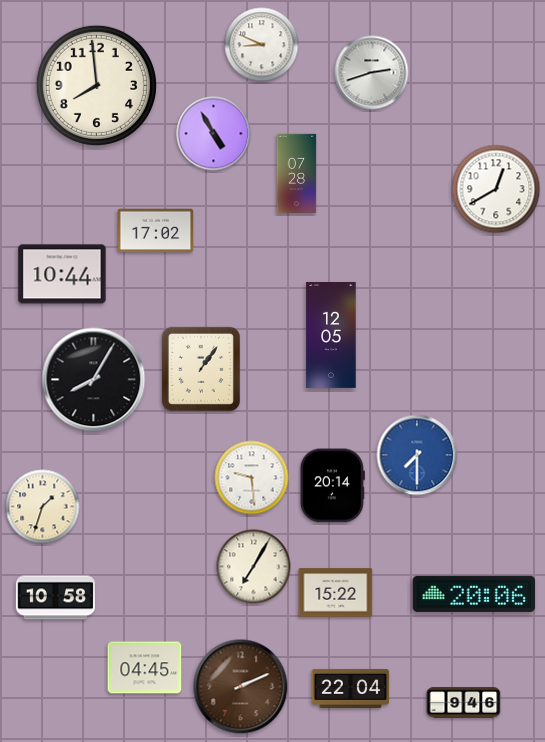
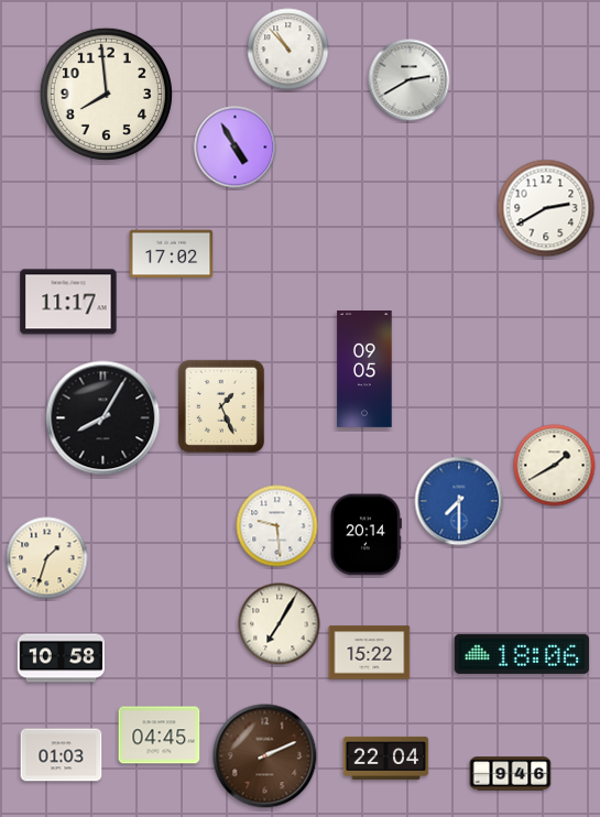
clock at (262, 45): 8:49 -> 10:53
clock at (372, 73): 2:42 -> 2:40
clock at (297, 173): 07:28 -> none
clock at (496, 189): 12:40 -> 2:40
clock at (62, 274): 10:44 -> 11:17
clock at (331, 336): 12:05 -> 09:05
clock at (201, 369): 1:06 -> 1:26
clock at (555, 466): none -> 1:40
clock at (474, 594): 20:06 -> 18:06
clock at (62, 755): none -> 01:03
